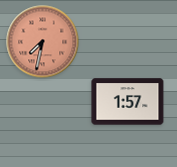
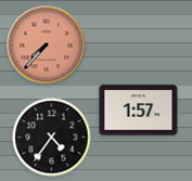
clock at (43, 42): 7:32 -> 7:37
clock at (52, 138): none -> 4:36
